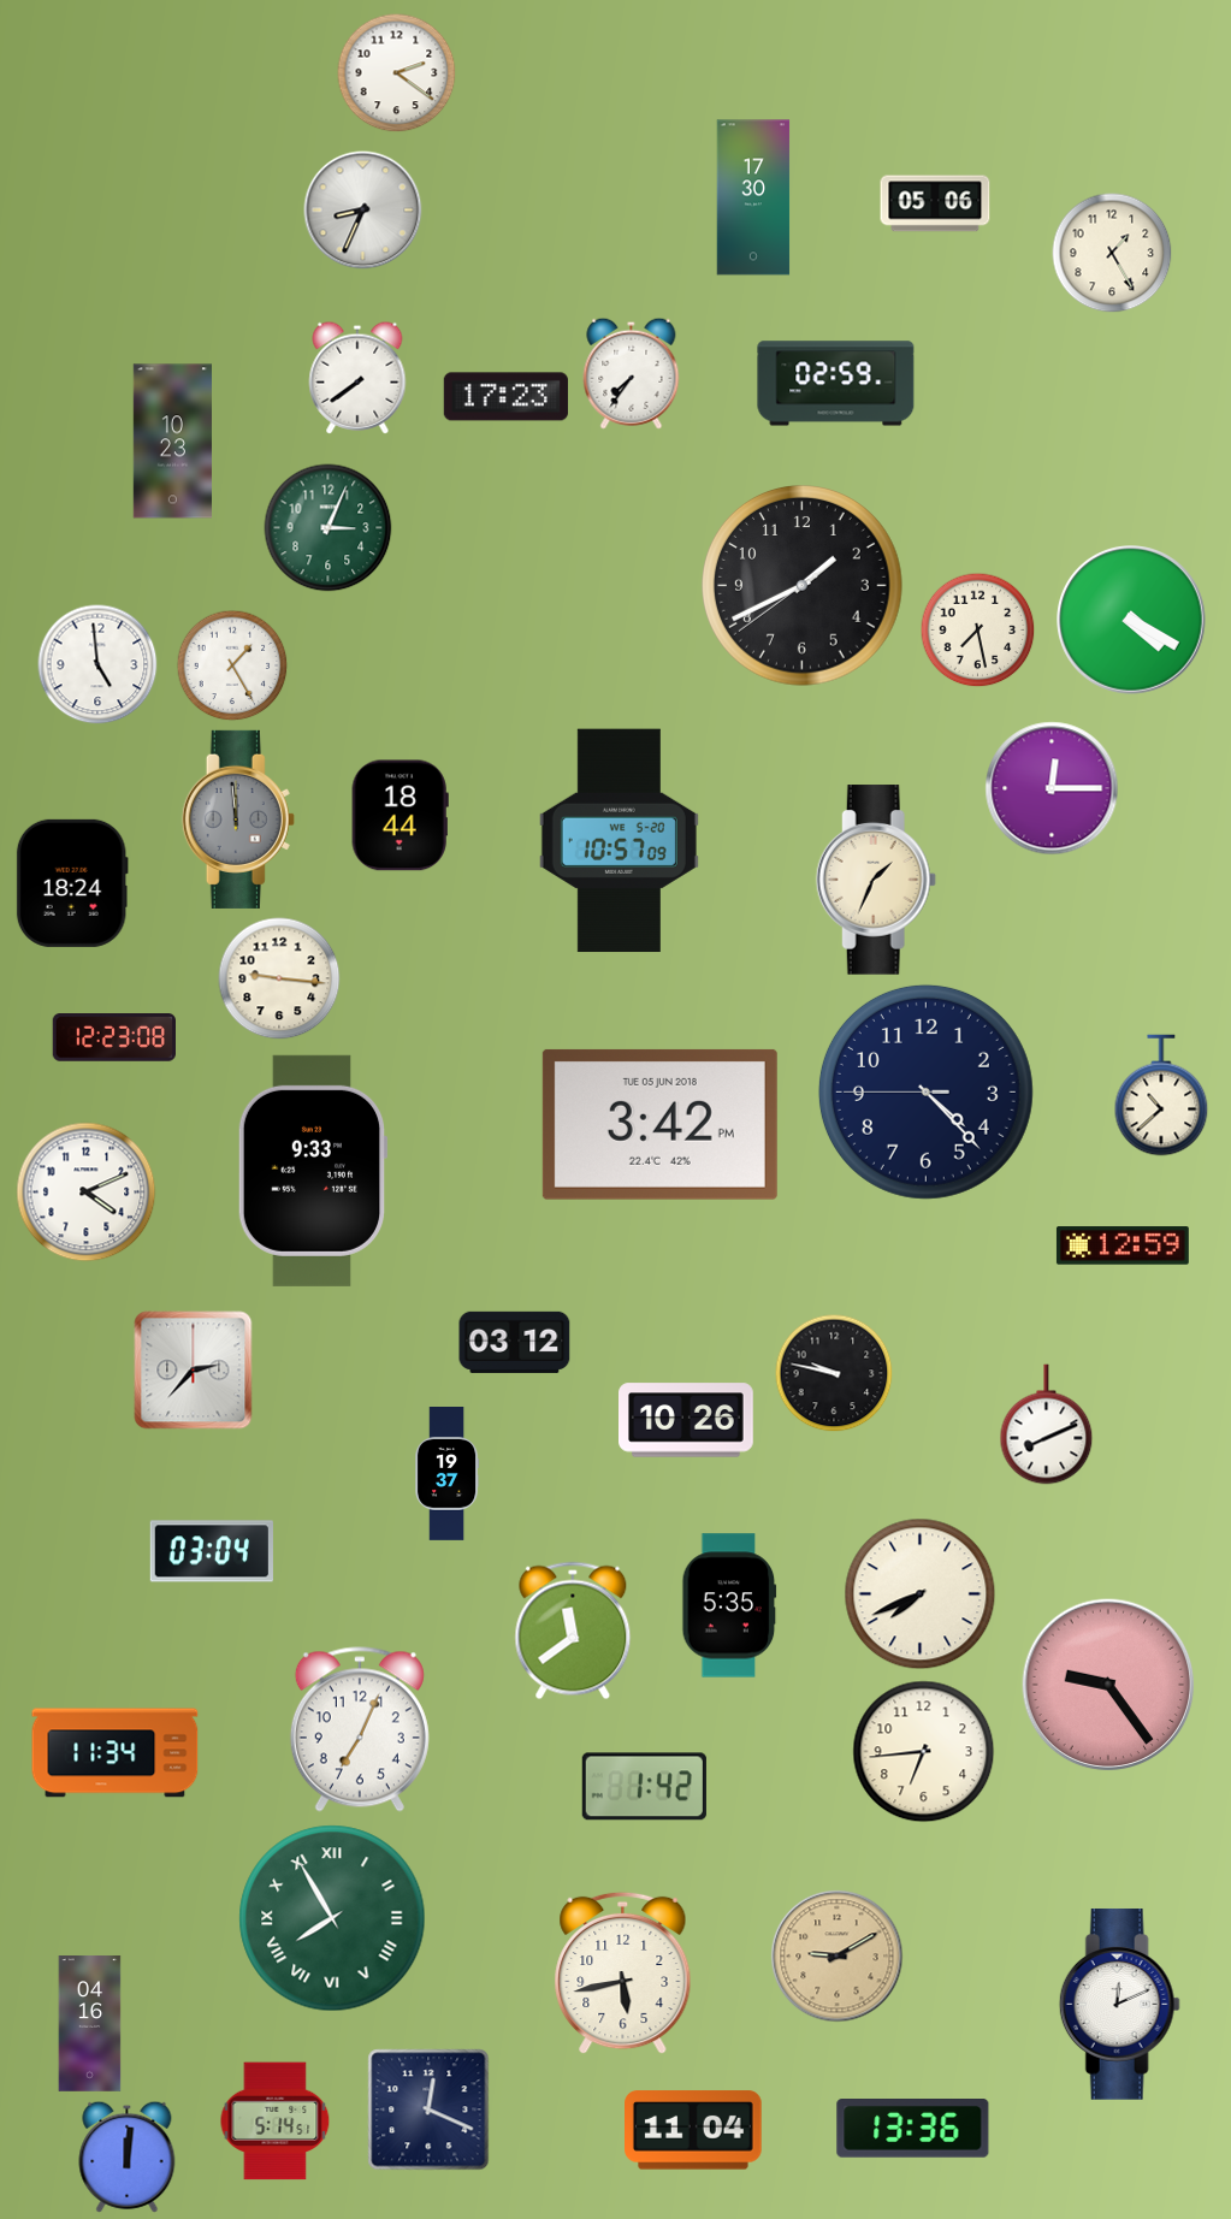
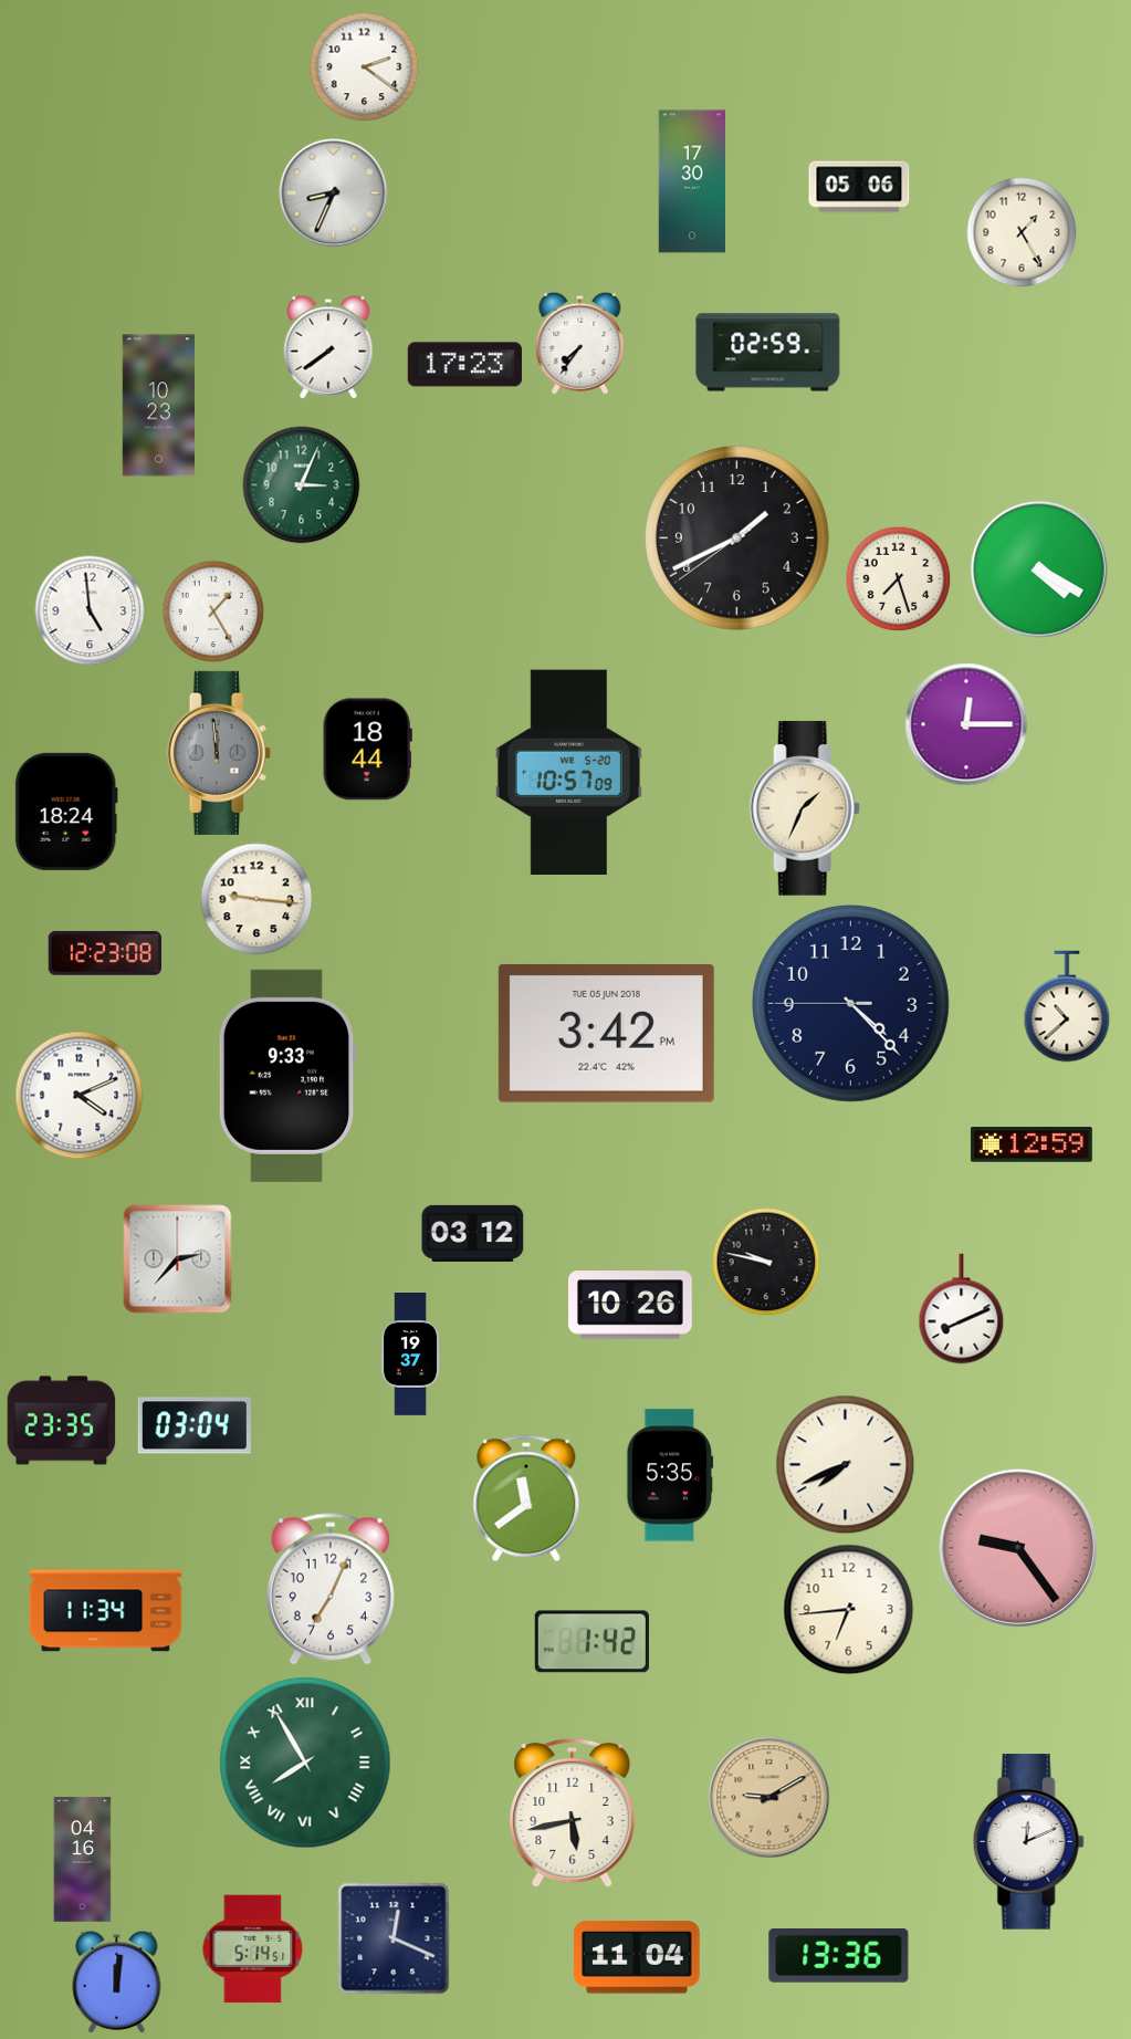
clock at (977, 629): 7:28 -> 7:27
clock at (62, 1421): none -> 23:35
